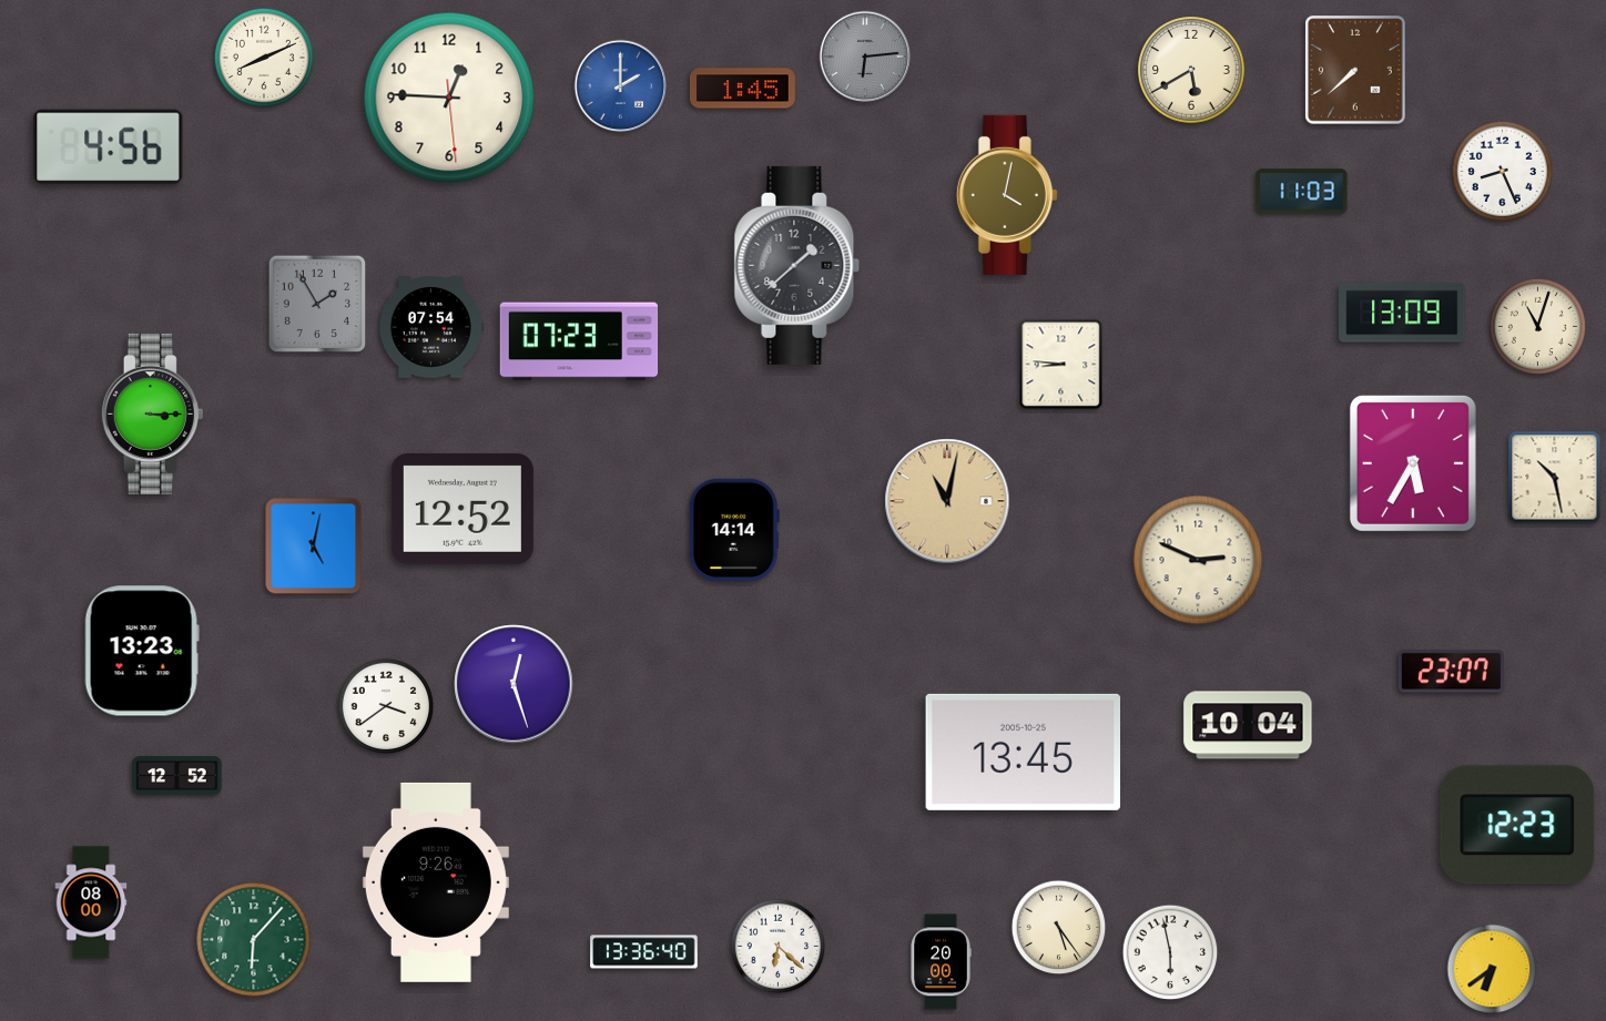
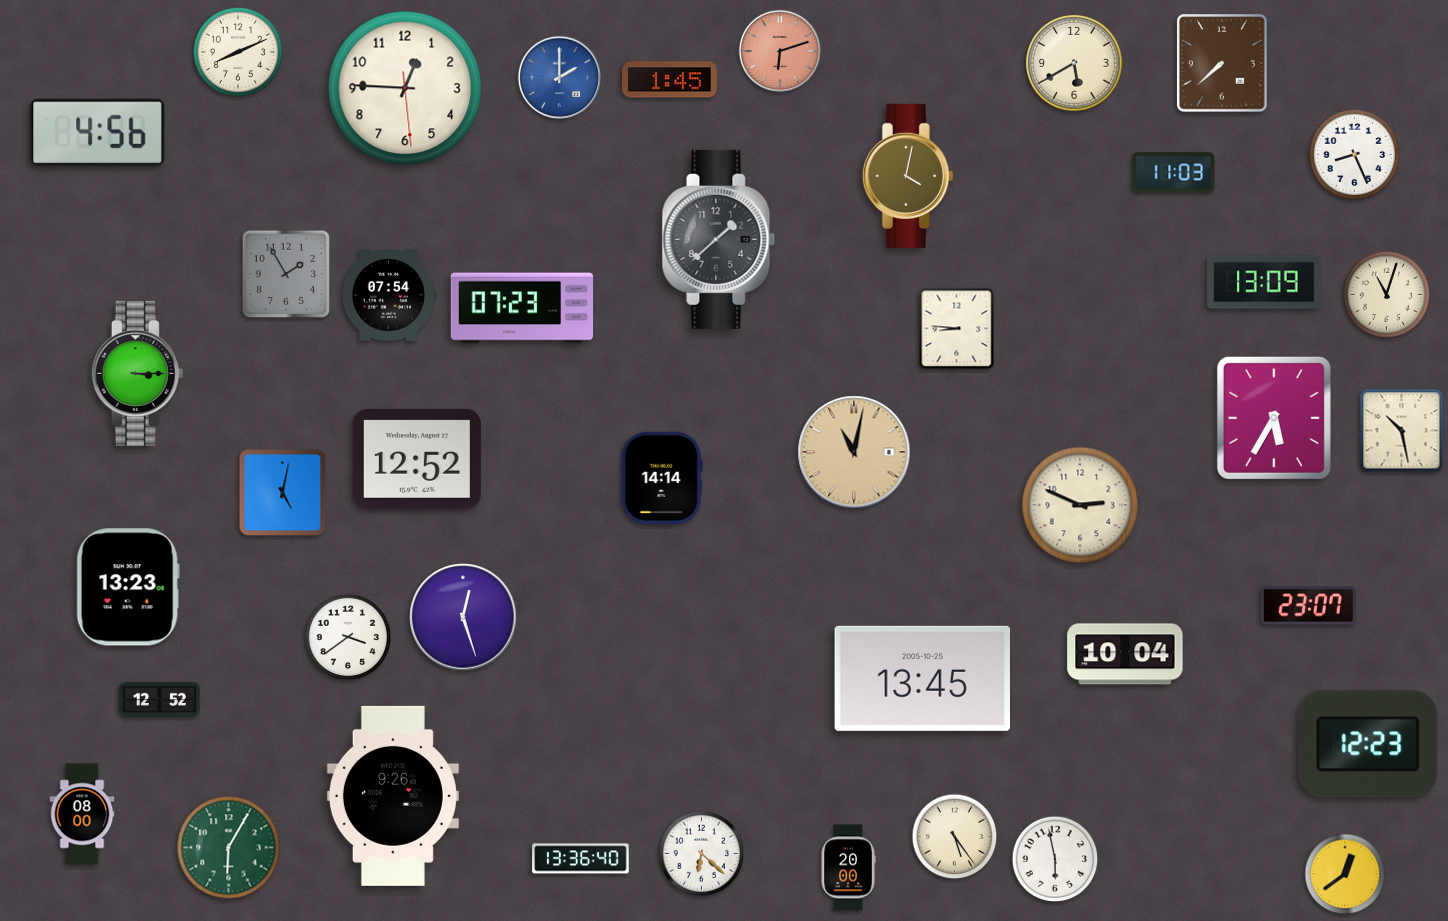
clock at (865, 57): 6:14 -> 6:12
clock at (865, 57) dial: grey -> salmon
clock at (254, 940): 6:07 -> 6:05
clock at (1492, 969): 6:39 -> 12:39
